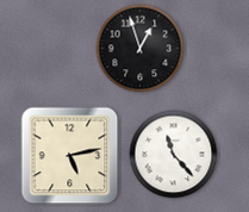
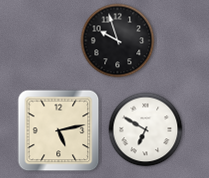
clock at (141, 49): 12:57 -> 9:57
clock at (174, 155): 11:23 -> 6:50
